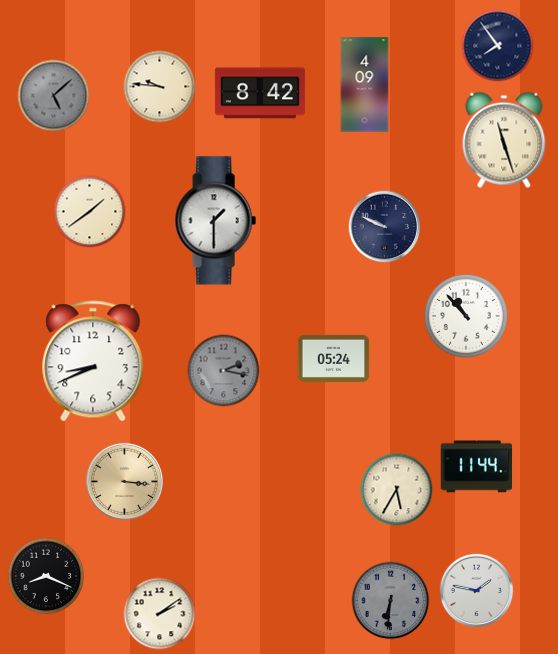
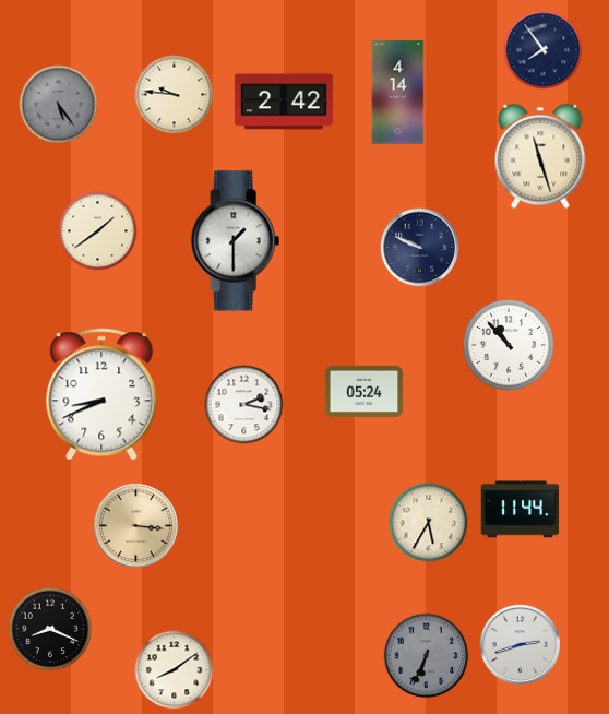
clock at (365, 85): 4:09 -> 4:14
clock at (260, 93): 8:42 -> 2:42
clock at (54, 96): 5:08 -> 5:24
clock at (504, 140) position: (504, 140) -> (540, 156)
clock at (224, 371) dial: grey -> white
clock at (397, 490) position: (397, 490) -> (429, 523)
clock at (477, 591): 1:47 -> 2:42
clock at (391, 601): 6:31 -> 6:34
clock at (160, 614): 2:09 -> 8:09
